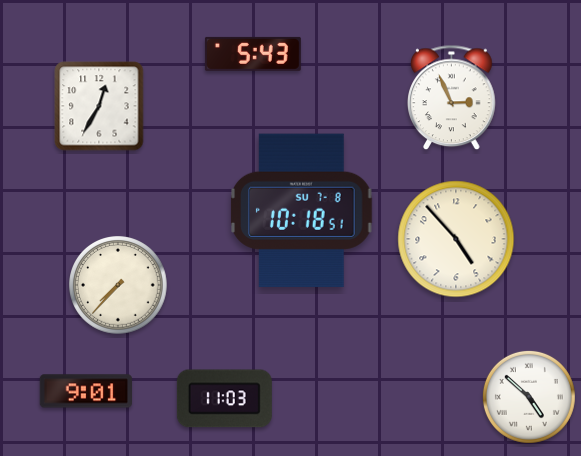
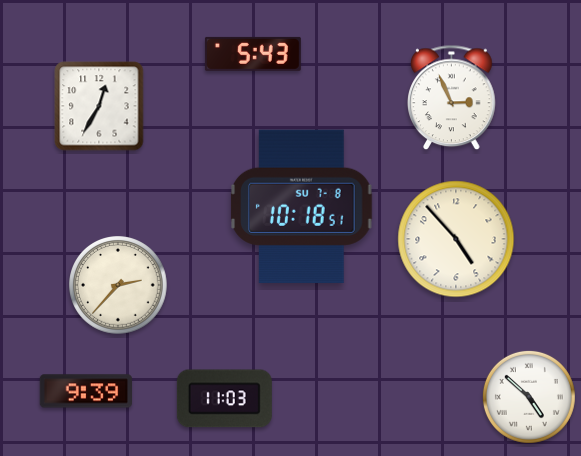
clock at (302, 211) position: (302, 211) -> (302, 207)
clock at (119, 286): 7:37 -> 2:37
clock at (85, 391): 9:01 -> 9:39
